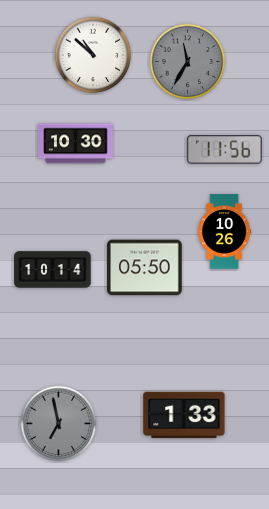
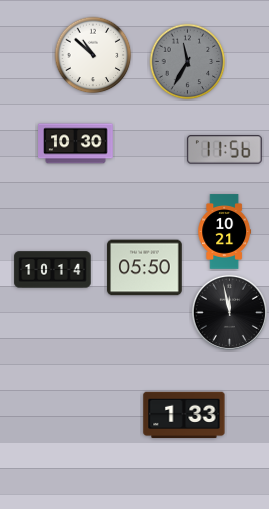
clock at (224, 232): 10:26 -> 10:21
clock at (229, 312): none -> 11:58
clock at (59, 424): 6:58 -> none
